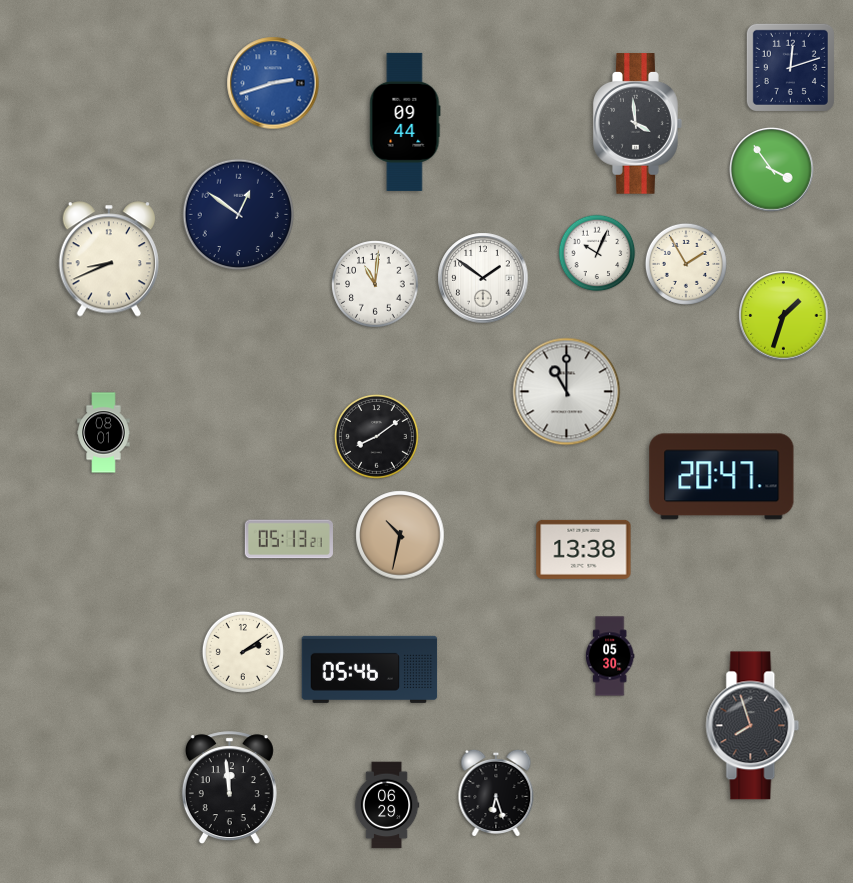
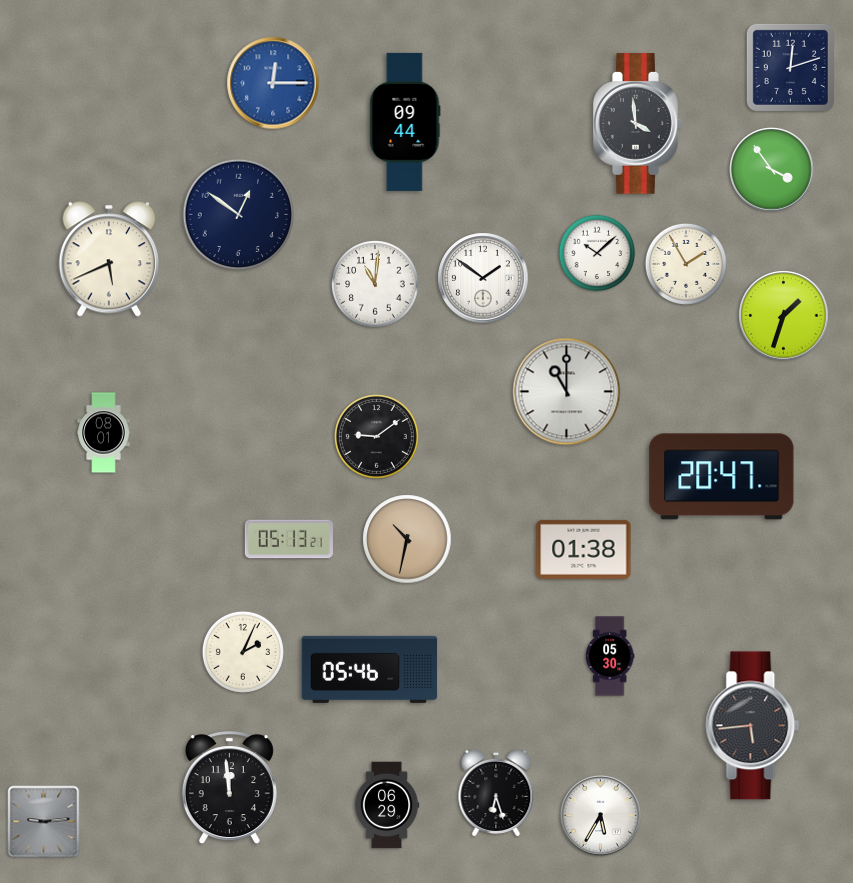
clock at (273, 83): 2:42 -> 12:15
clock at (597, 253): 10:04 -> 10:08
clock at (108, 259): 8:41 -> 5:41
clock at (376, 436): 8:09 -> 9:09
clock at (400, 535) position: (400, 535) -> (407, 539)
clock at (584, 549): 13:38 -> 01:38
clock at (243, 652): 2:09 -> 2:04
clock at (753, 726): 7:57 -> 5:44
clock at (600, 815): none -> 5:35
clock at (44, 822): none -> 9:14
